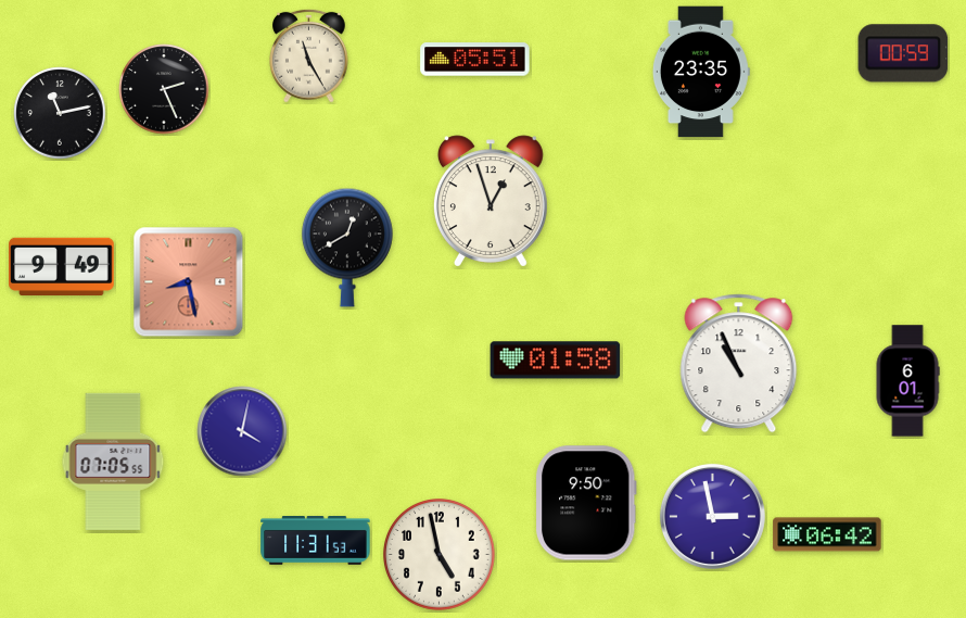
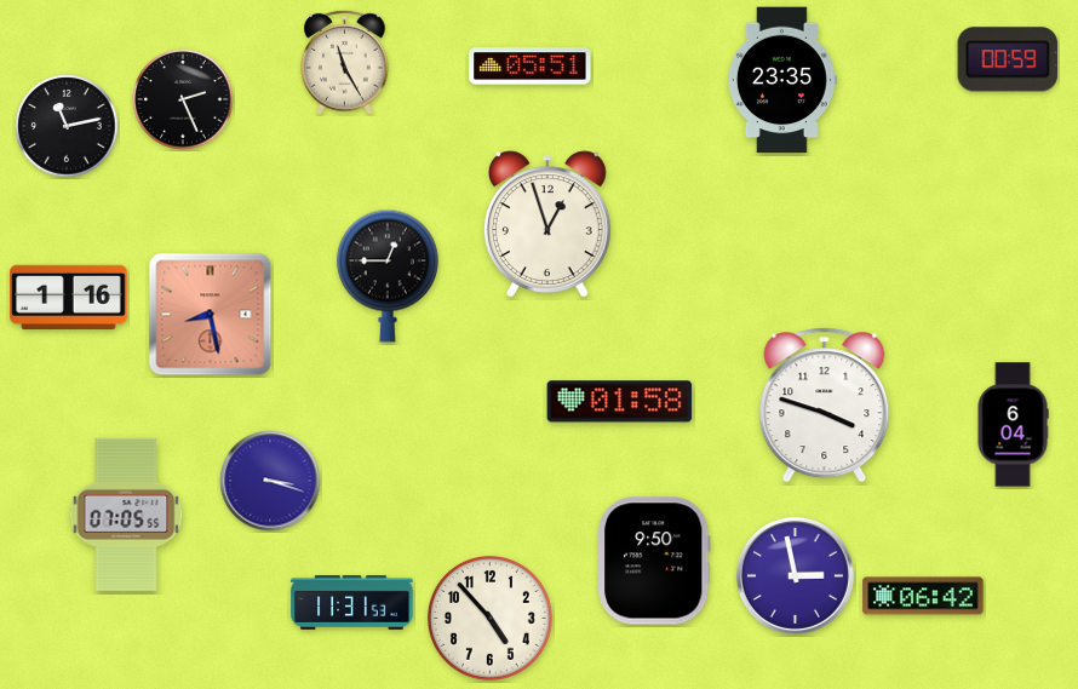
clock at (347, 248): 12:40 -> 12:45
clock at (62, 266): 9:49 -> 1:16
clock at (739, 364): 10:56 -> 3:48
clock at (907, 381): 6:01 -> 6:04
clock at (242, 431): 4:02 -> 3:18
clock at (440, 555): 4:58 -> 4:53
